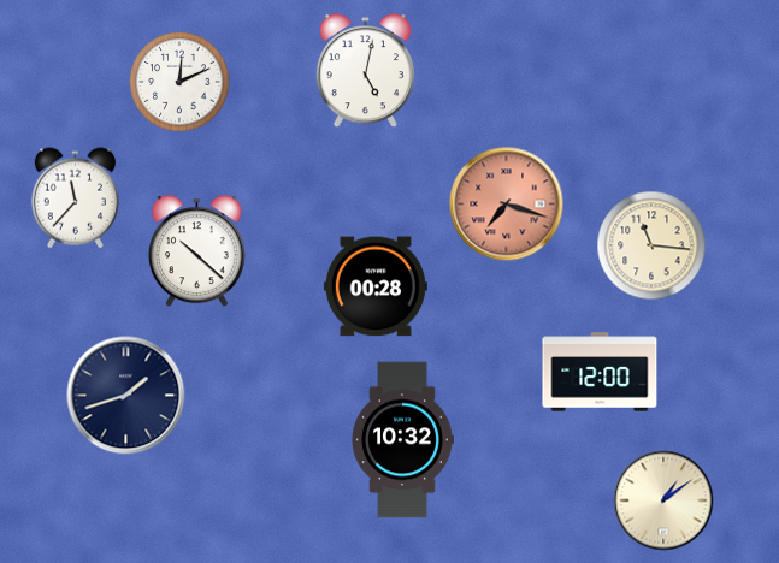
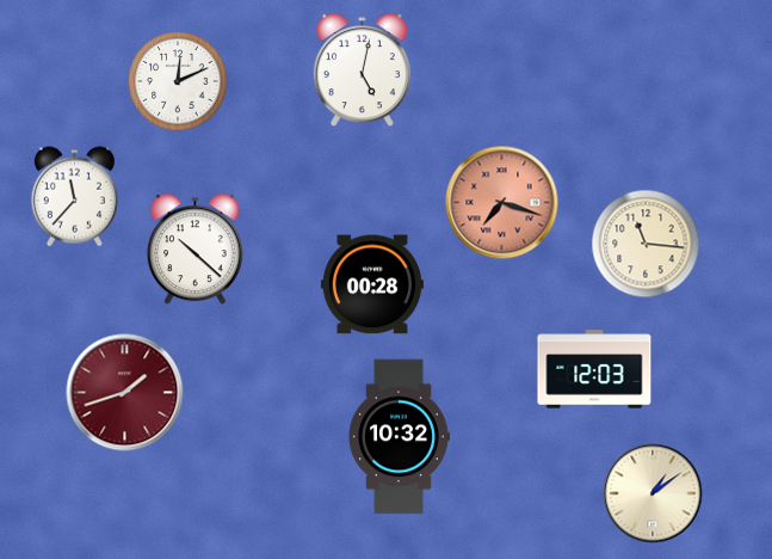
clock at (600, 372): 12:00 -> 12:03
clock at (126, 396) dial: navy -> burgundy
clock at (663, 500) position: (663, 500) -> (653, 493)
